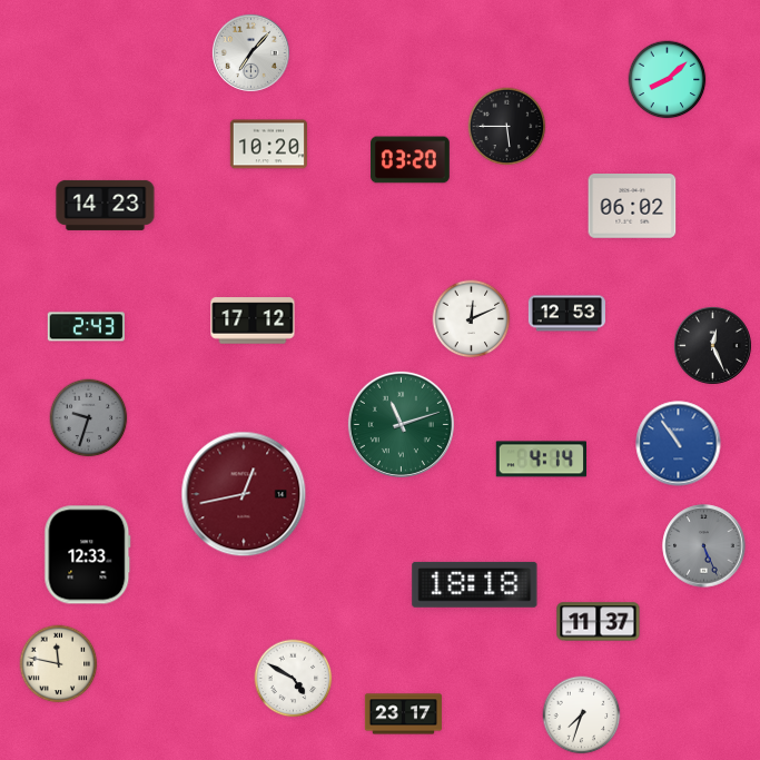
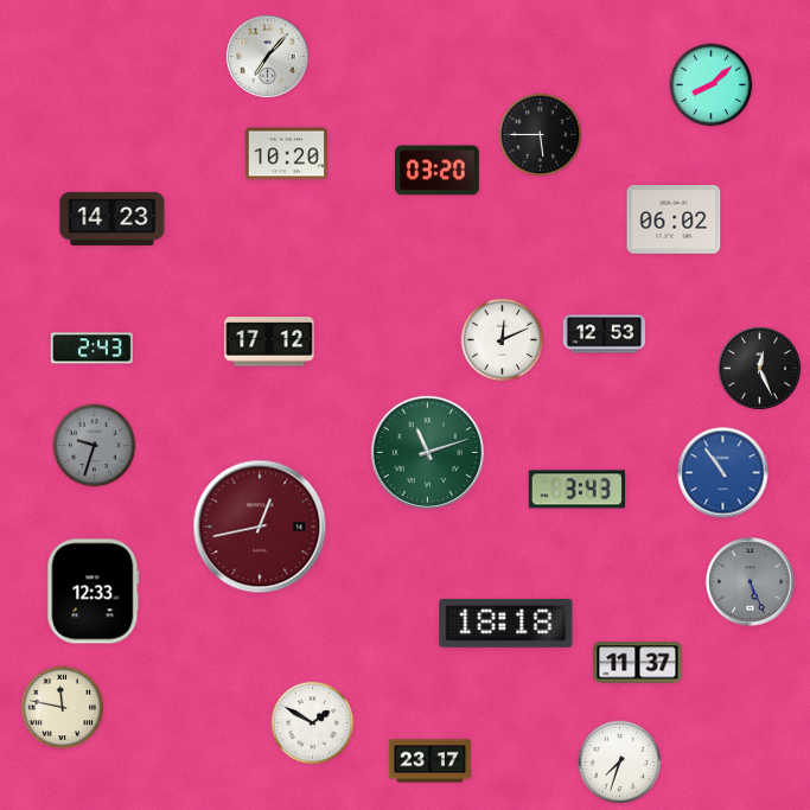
clock at (541, 460): 4:14 -> 3:43
clock at (294, 679): 4:50 -> 1:50
